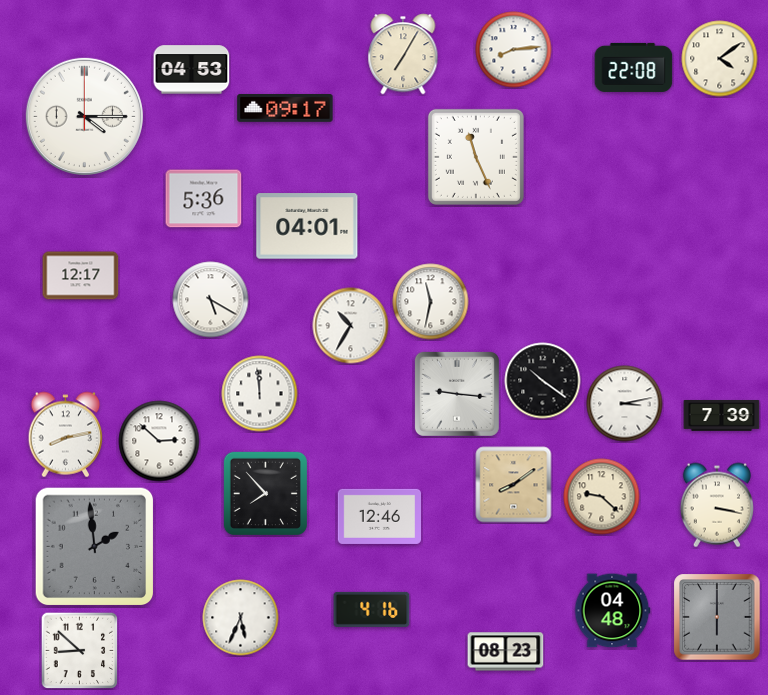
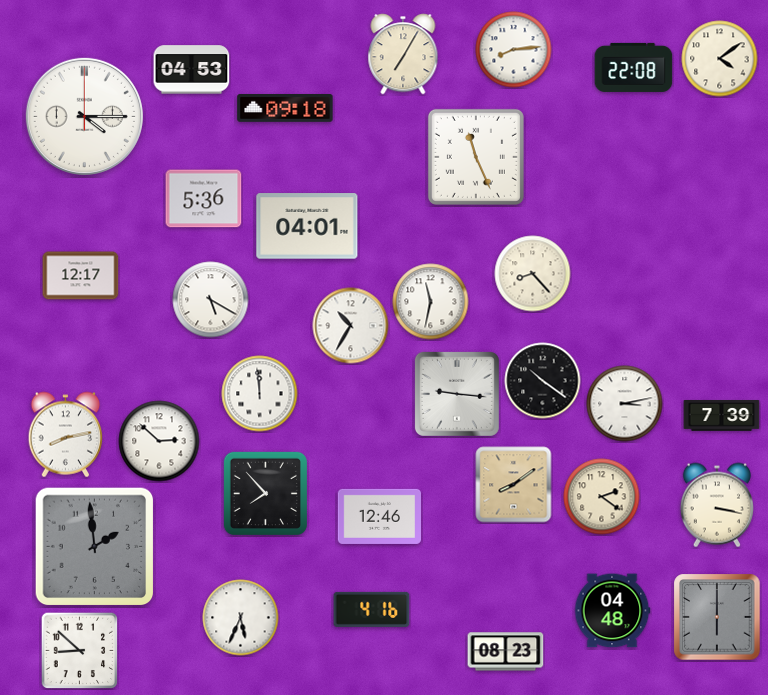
clock at (285, 109): 09:17 -> 09:18
clock at (533, 274): none -> 8:23
clock at (602, 497): 9:22 -> 2:21
